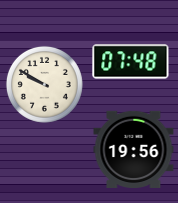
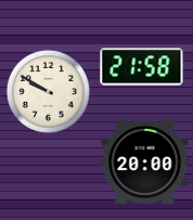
clock at (131, 62): 07:48 -> 21:58
clock at (134, 149): 19:56 -> 20:00
